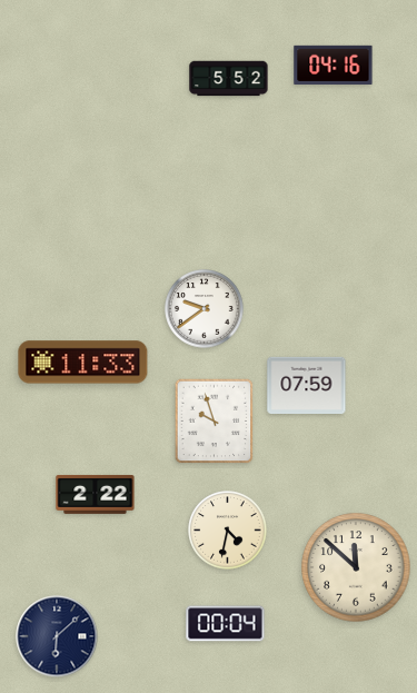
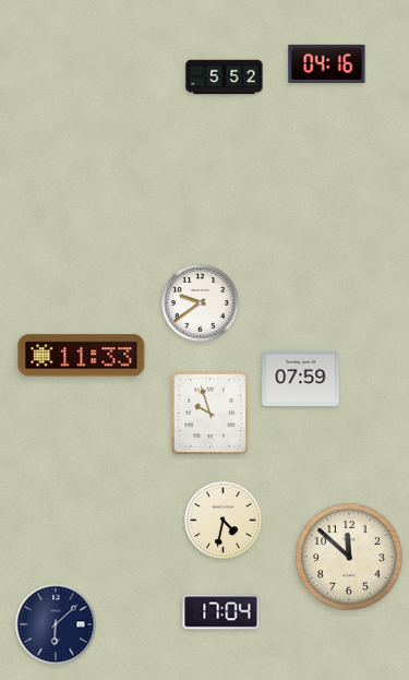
clock at (96, 494): 2:22 -> none
clock at (226, 624): 00:04 -> 17:04
